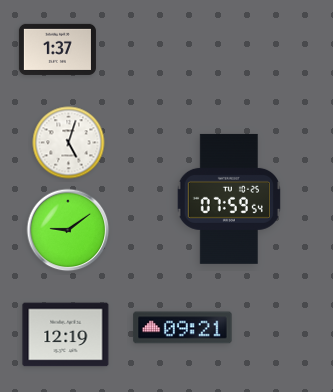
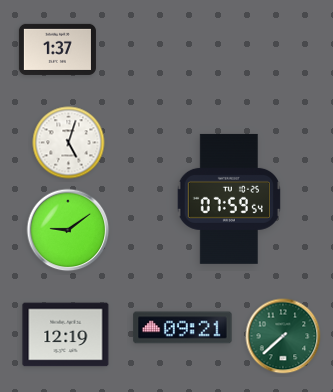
clock at (283, 336): none -> 7:38
